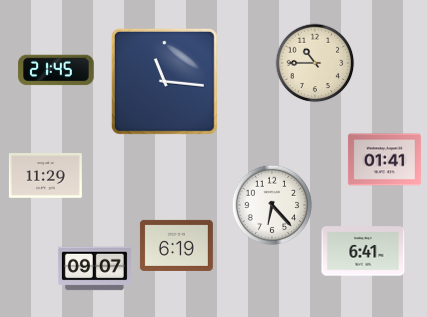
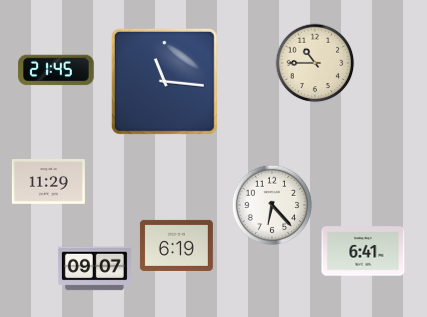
clock at (384, 160): 01:41 -> none
clock at (45, 176) position: (45, 176) -> (48, 182)
